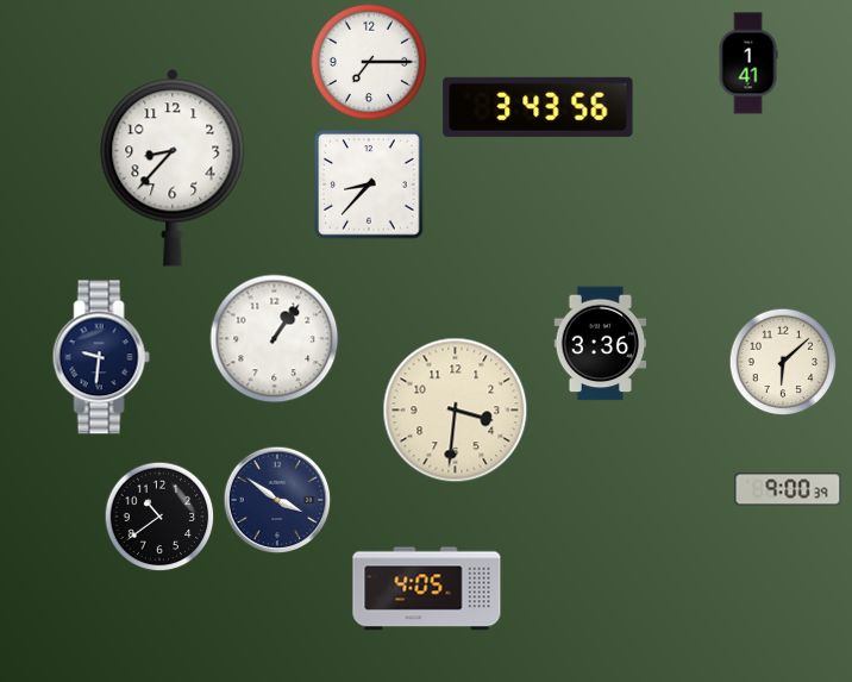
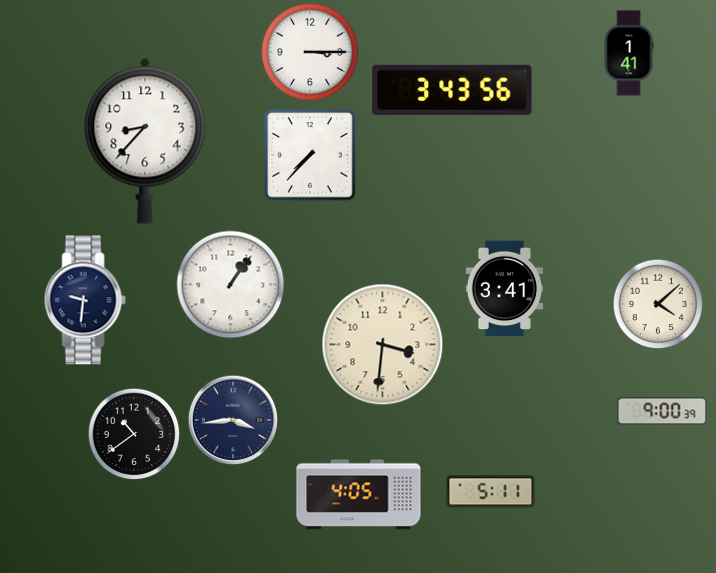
clock at (369, 62): 7:15 -> 3:15
clock at (369, 184): 8:37 -> 7:37
clock at (601, 344): 3:36 -> 3:41
clock at (783, 362): 6:08 -> 4:08
clock at (277, 500): 3:51 -> 3:44
clock at (491, 492): none -> 5:11
